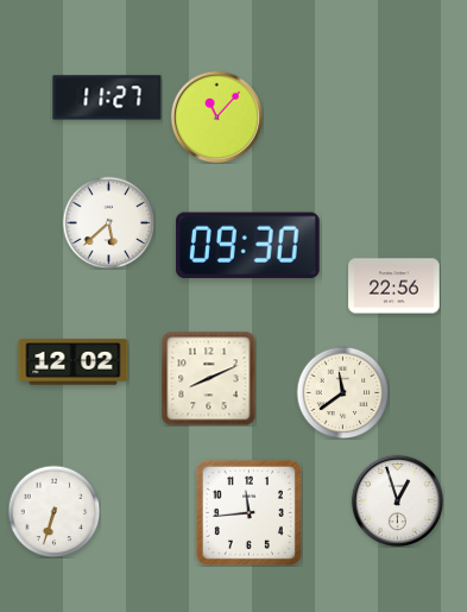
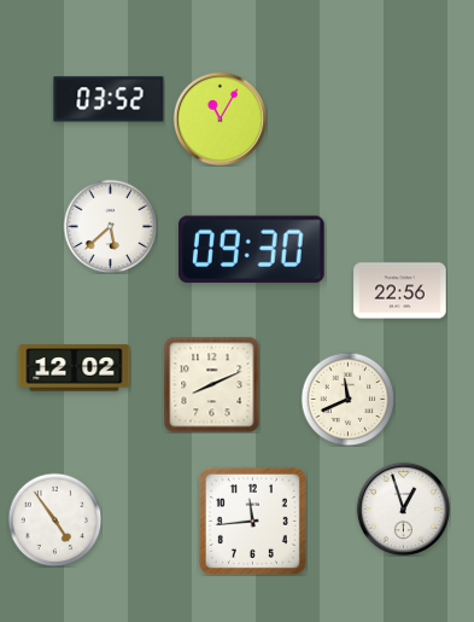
clock at (107, 97): 11:27 -> 03:52
clock at (216, 116): 11:07 -> 11:05
clock at (342, 392): 11:39 -> 11:41
clock at (53, 511): 6:33 -> 4:54
